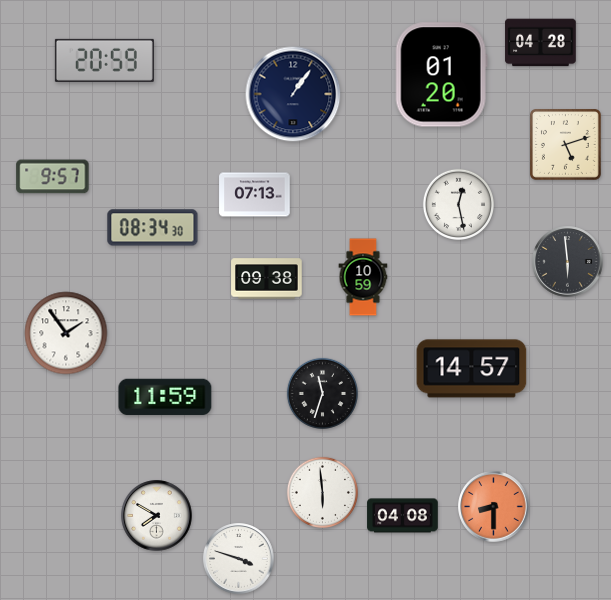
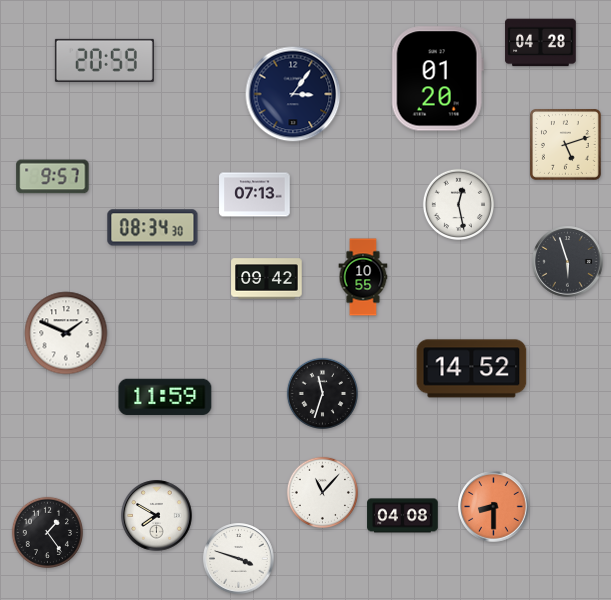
clock at (441, 75) position: (441, 75) -> (437, 79)
clock at (293, 94): 1:06 -> 3:06
clock at (568, 262): 5:59 -> 5:57
clock at (363, 277): 10:59 -> 10:55
clock at (267, 279): 09:38 -> 09:42
clock at (66, 333): 1:54 -> 1:49
clock at (472, 369): 14:57 -> 14:52
clock at (322, 492): 5:59 -> 11:07
clock at (47, 532): none -> 1:24
